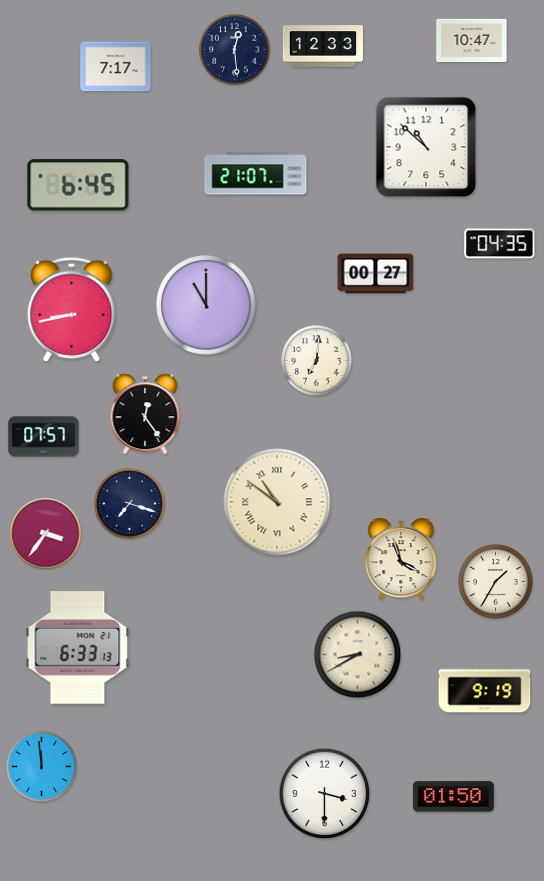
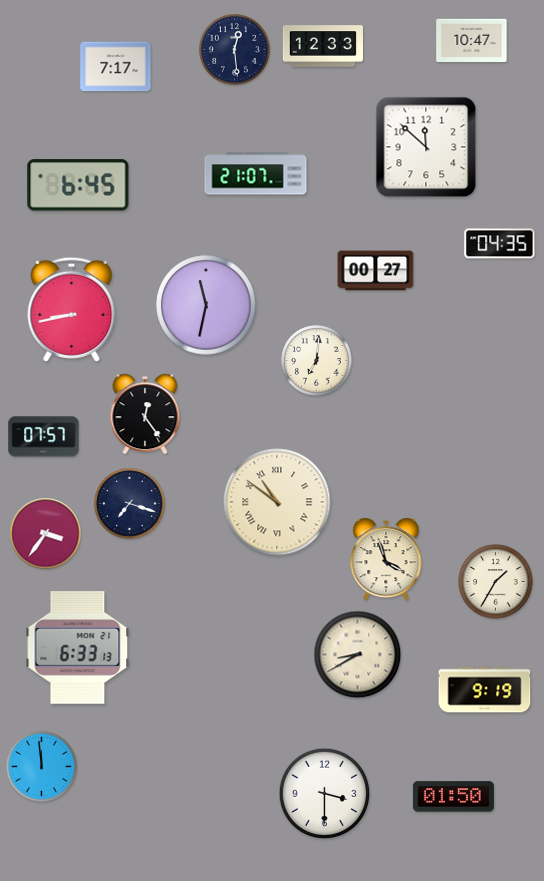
clock at (426, 147): 10:52 -> 11:52
clock at (376, 274) position: (376, 274) -> (376, 271)
clock at (206, 305): 11:00 -> 11:32
clock at (401, 559) position: (401, 559) -> (386, 559)
